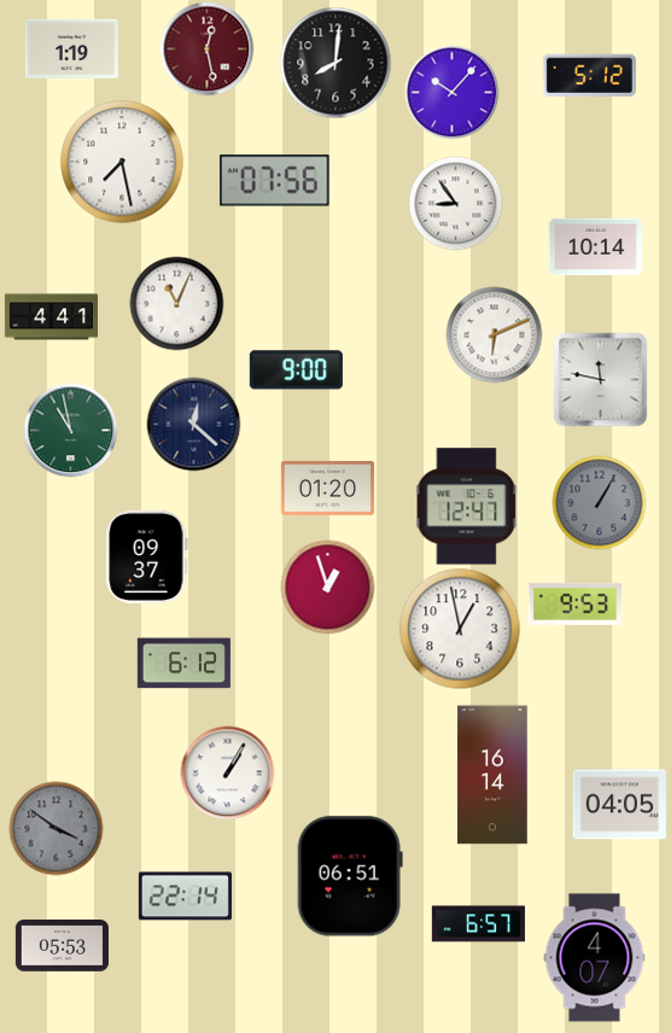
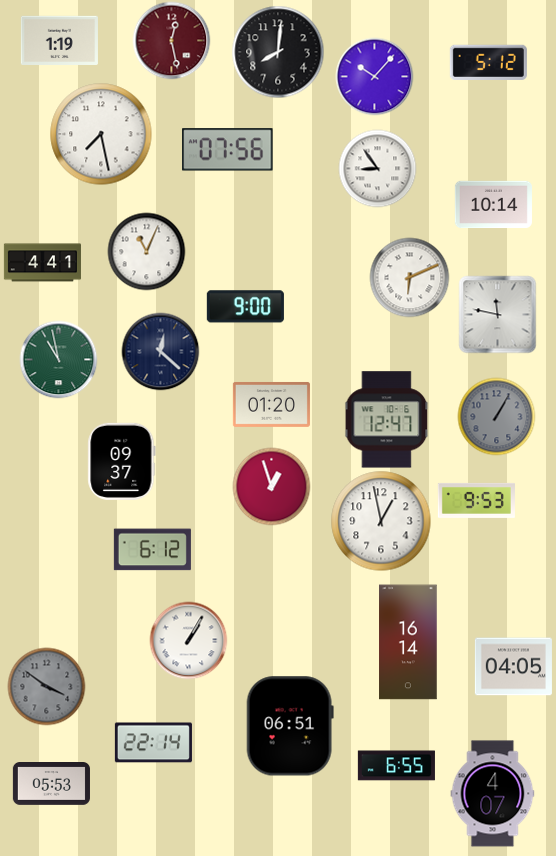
clock at (70, 430) position: (70, 430) -> (58, 359)
clock at (478, 924): 6:57 -> 6:55
